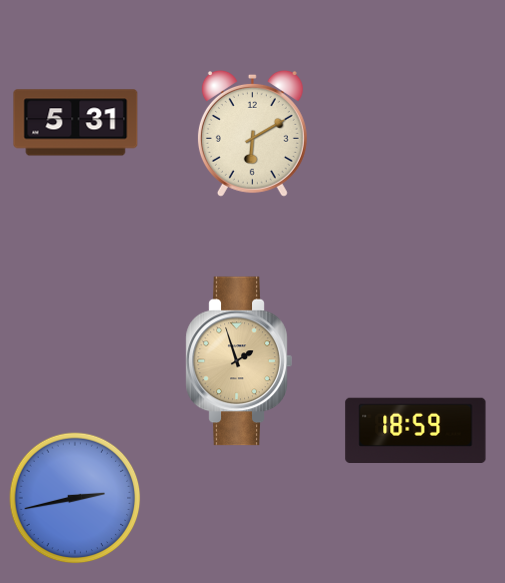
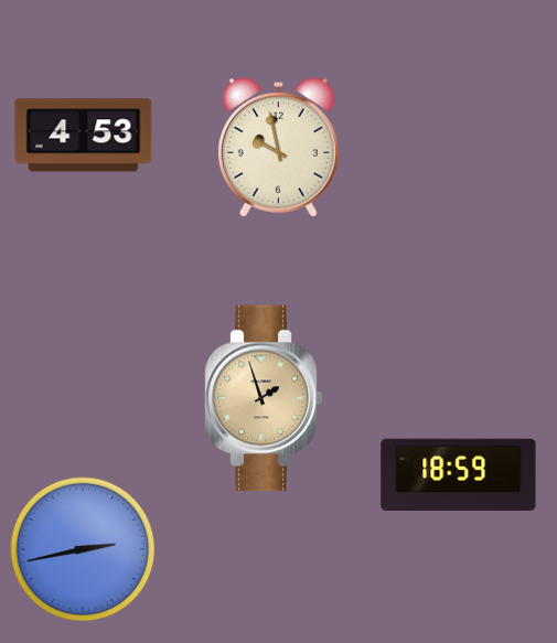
clock at (76, 123): 5:31 -> 4:53
clock at (252, 133): 6:10 -> 9:58
